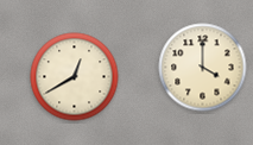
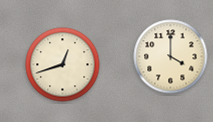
clock at (75, 77): 12:40 -> 12:42
